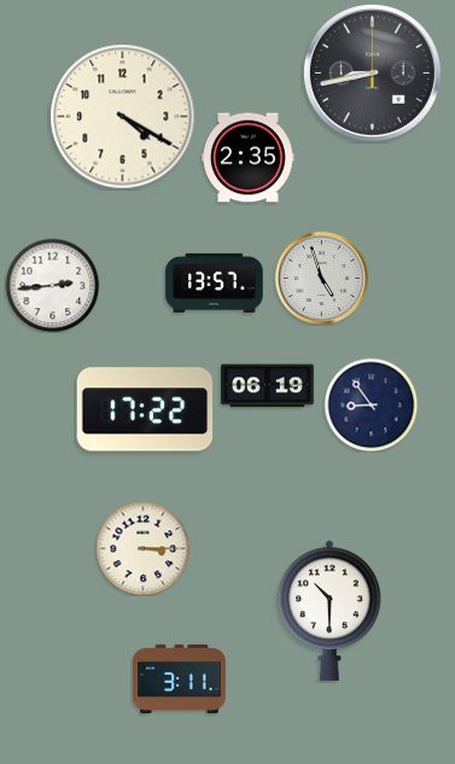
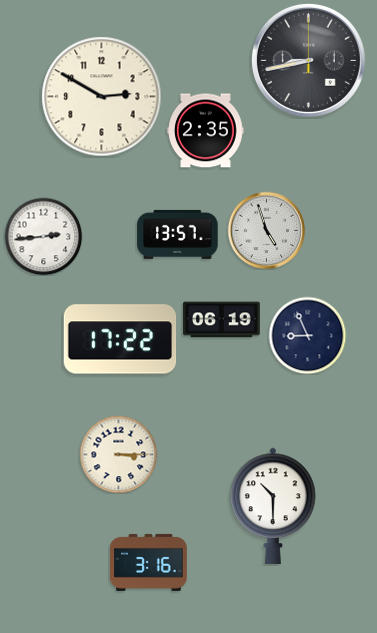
clock at (123, 117): 4:20 -> 2:50
clock at (371, 404): 8:54 -> 8:56
clock at (180, 678): 3:11 -> 3:16
